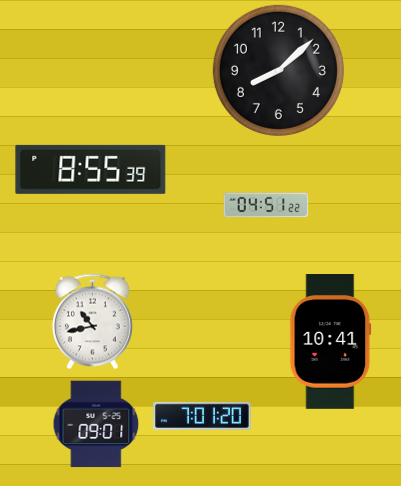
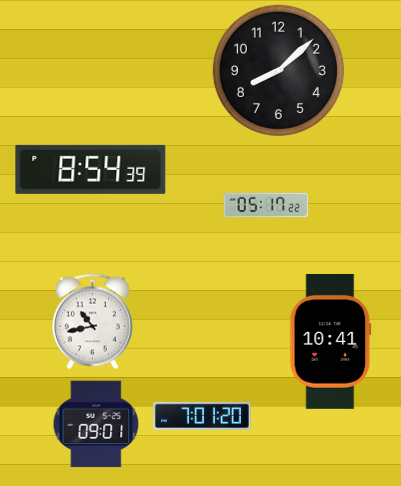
clock at (91, 169): 8:55 -> 8:54
clock at (266, 205): 04:51 -> 05:17
